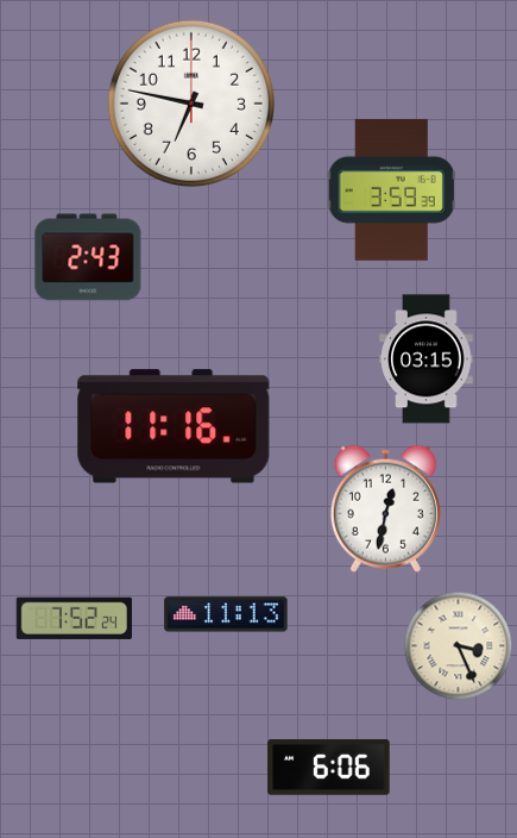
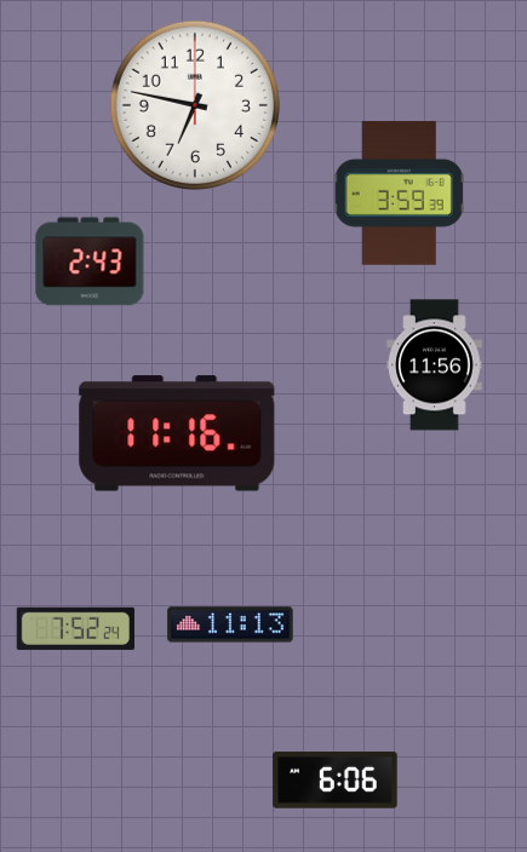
clock at (427, 359): 03:15 -> 11:56
clock at (385, 508): 12:32 -> none
clock at (459, 646): 3:26 -> none
